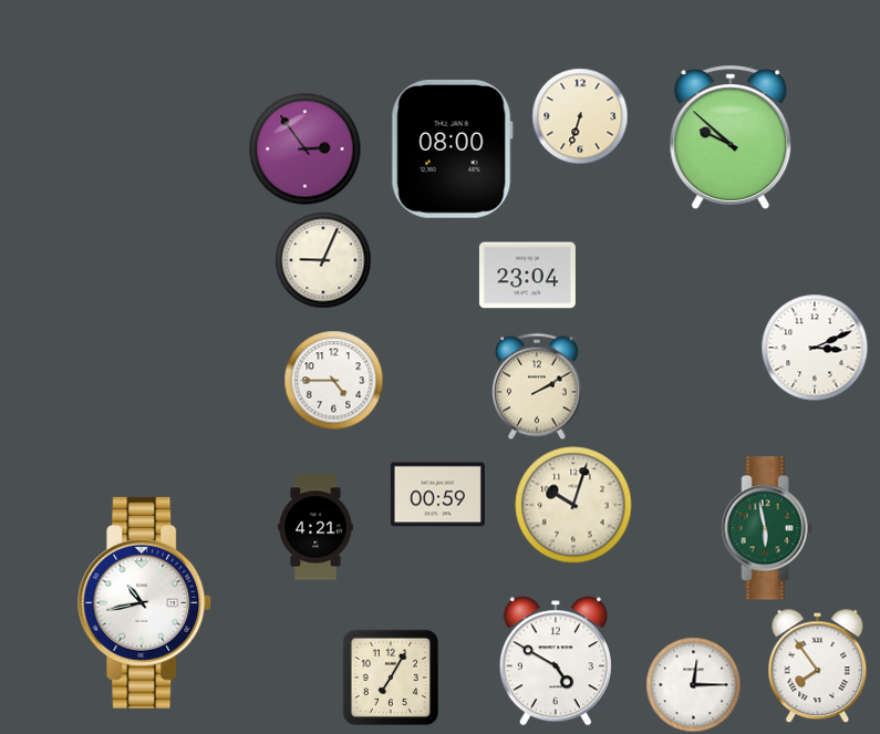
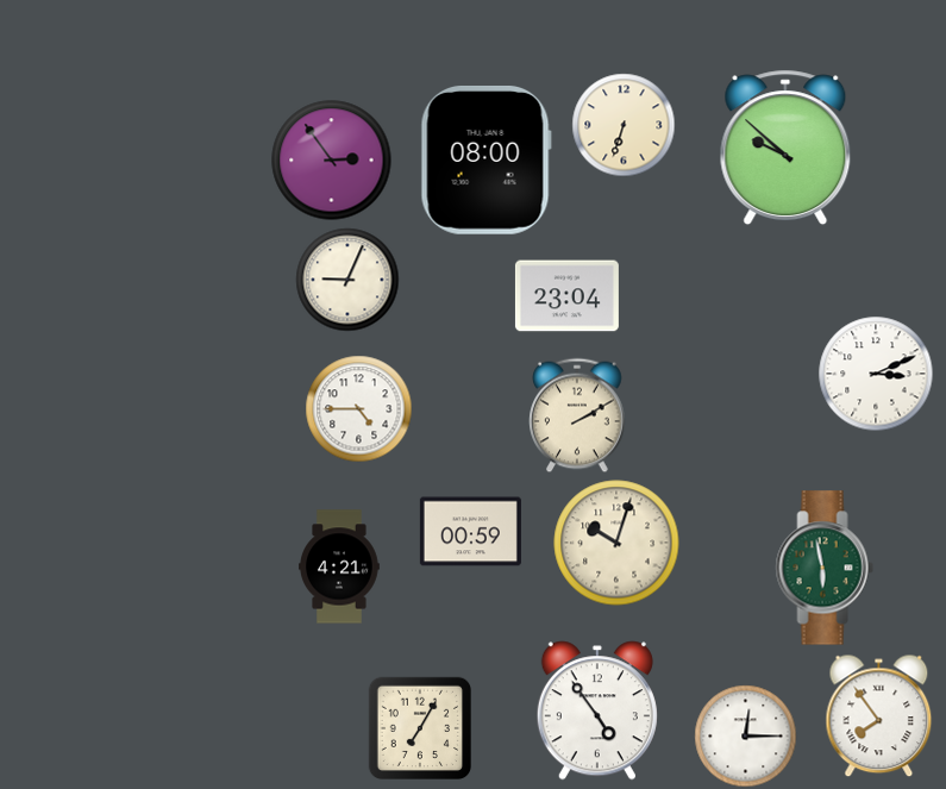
clock at (306, 149) position: (306, 149) -> (332, 161)
clock at (145, 602): 10:43 -> none
clock at (556, 661): 4:50 -> 4:54
